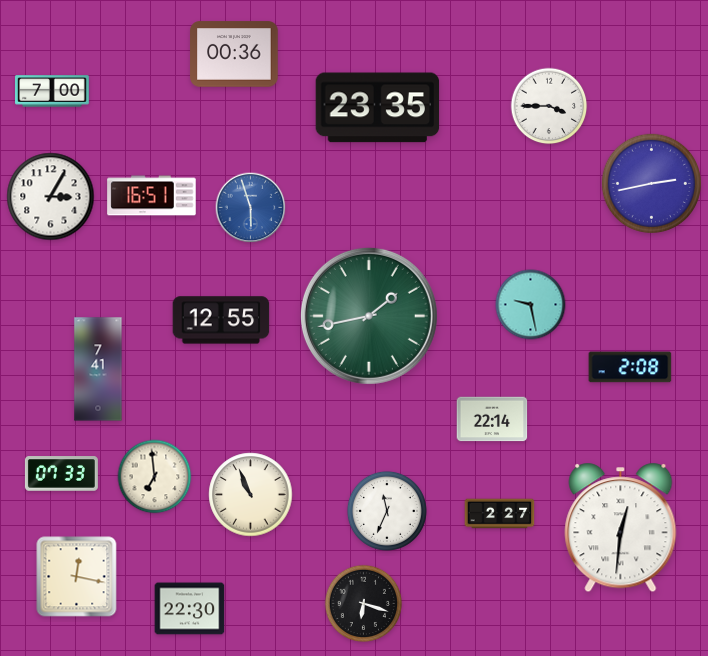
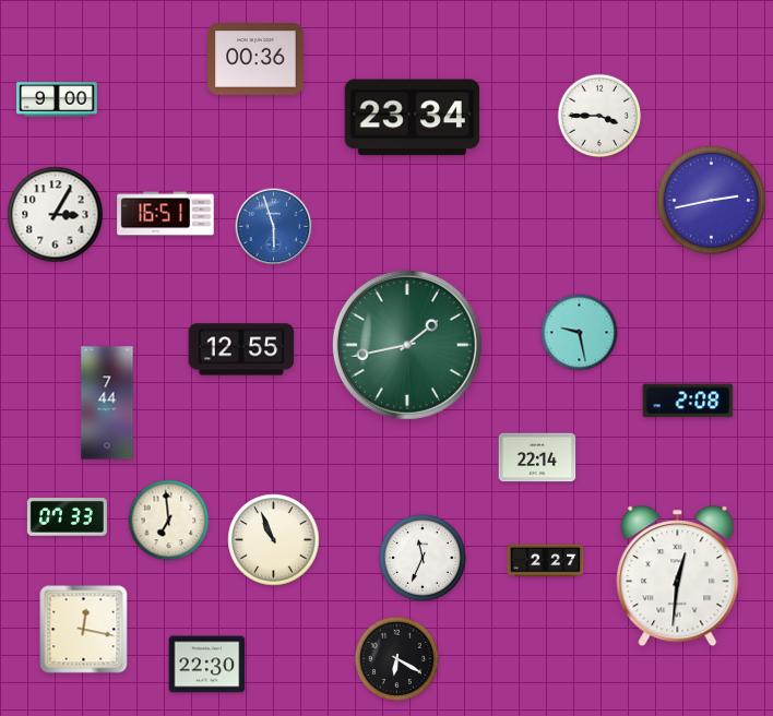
clock at (53, 91): 7:00 -> 9:00
clock at (378, 108): 23:35 -> 23:34
clock at (369, 316) position: (369, 316) -> (407, 345)
clock at (98, 369): 7:41 -> 7:44
clock at (363, 603): 6:18 -> 6:20
